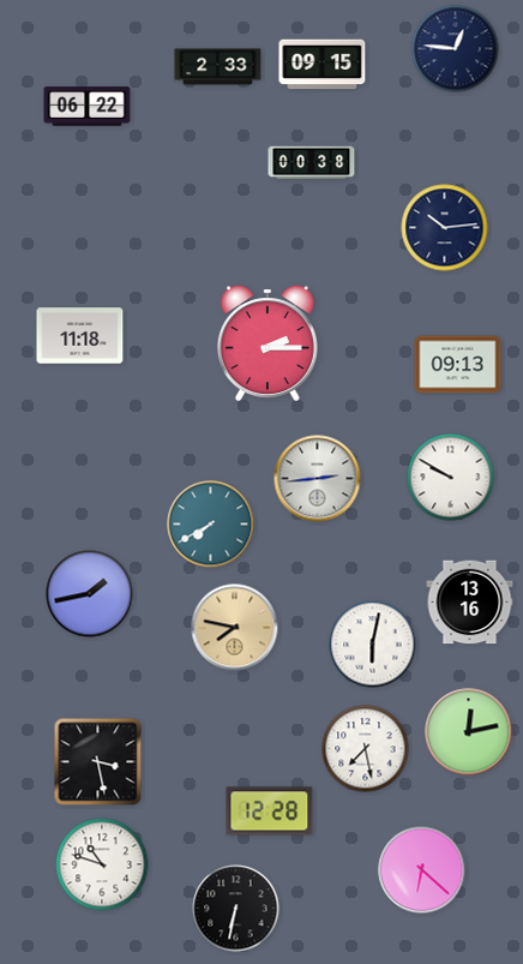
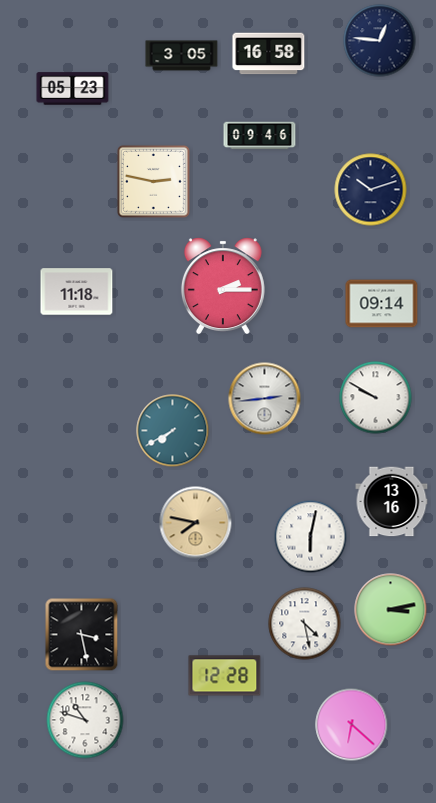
clock at (323, 65): 09:15 -> 16:58
clock at (218, 67): 2:33 -> 3:05
clock at (88, 107): 06:22 -> 05:23
clock at (312, 163): 00:38 -> 09:46
clock at (153, 181): none -> 2:47
clock at (445, 228): 10:14 -> 10:12
clock at (80, 336) position: (80, 336) -> (77, 292)
clock at (458, 365): 09:13 -> 09:14
clock at (211, 525) position: (211, 525) -> (173, 431)
clock at (90, 594): 1:43 -> none
clock at (469, 732): 12:13 -> 3:13
clock at (366, 749): 7:28 -> 4:28
clock at (236, 909): 6:32 -> none
